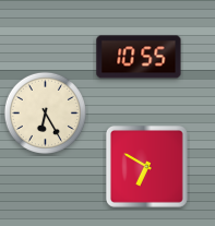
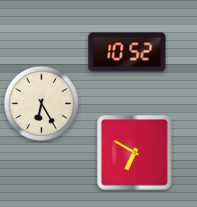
clock at (139, 57): 10:55 -> 10:52
